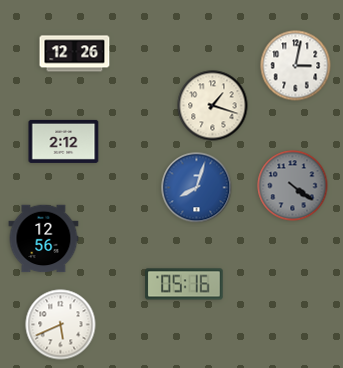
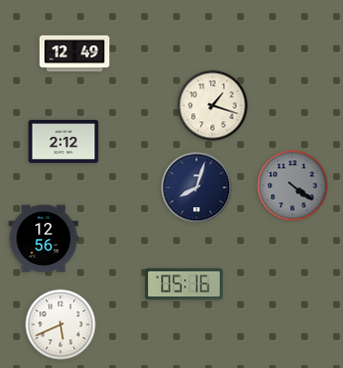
clock at (75, 54): 12:26 -> 12:49
clock at (296, 66): 3:02 -> none
clock at (197, 188) dial: blue -> navy
